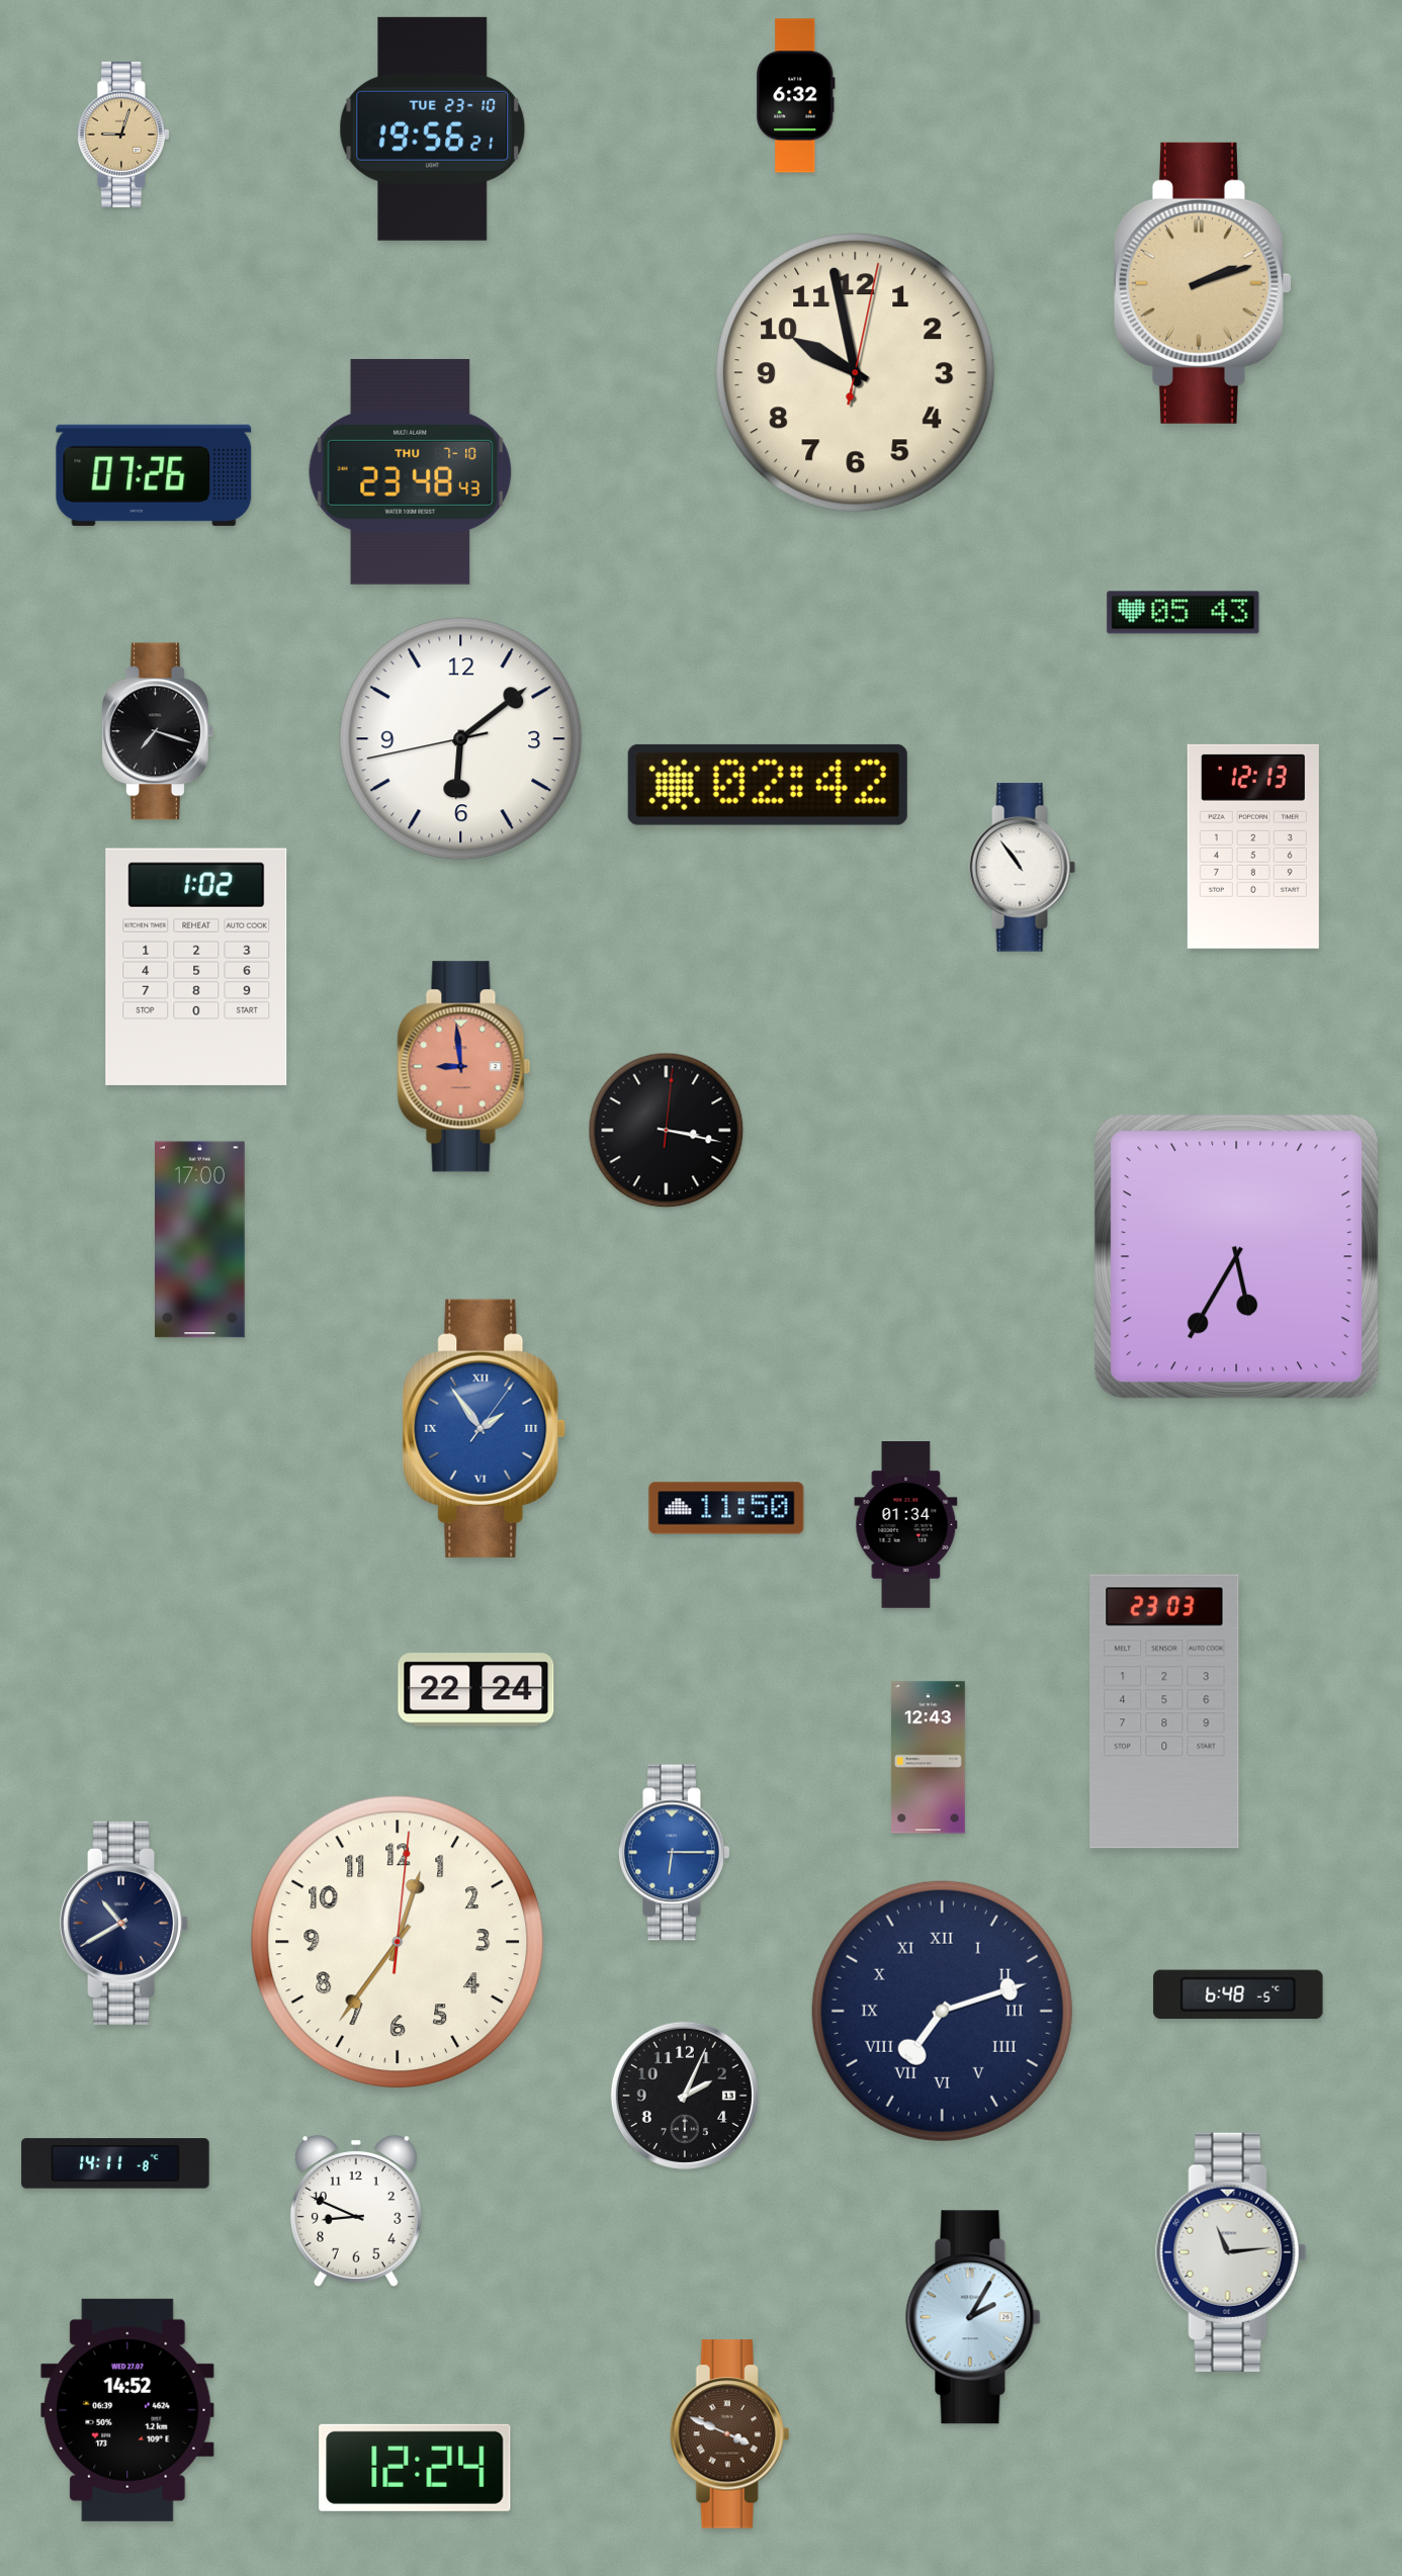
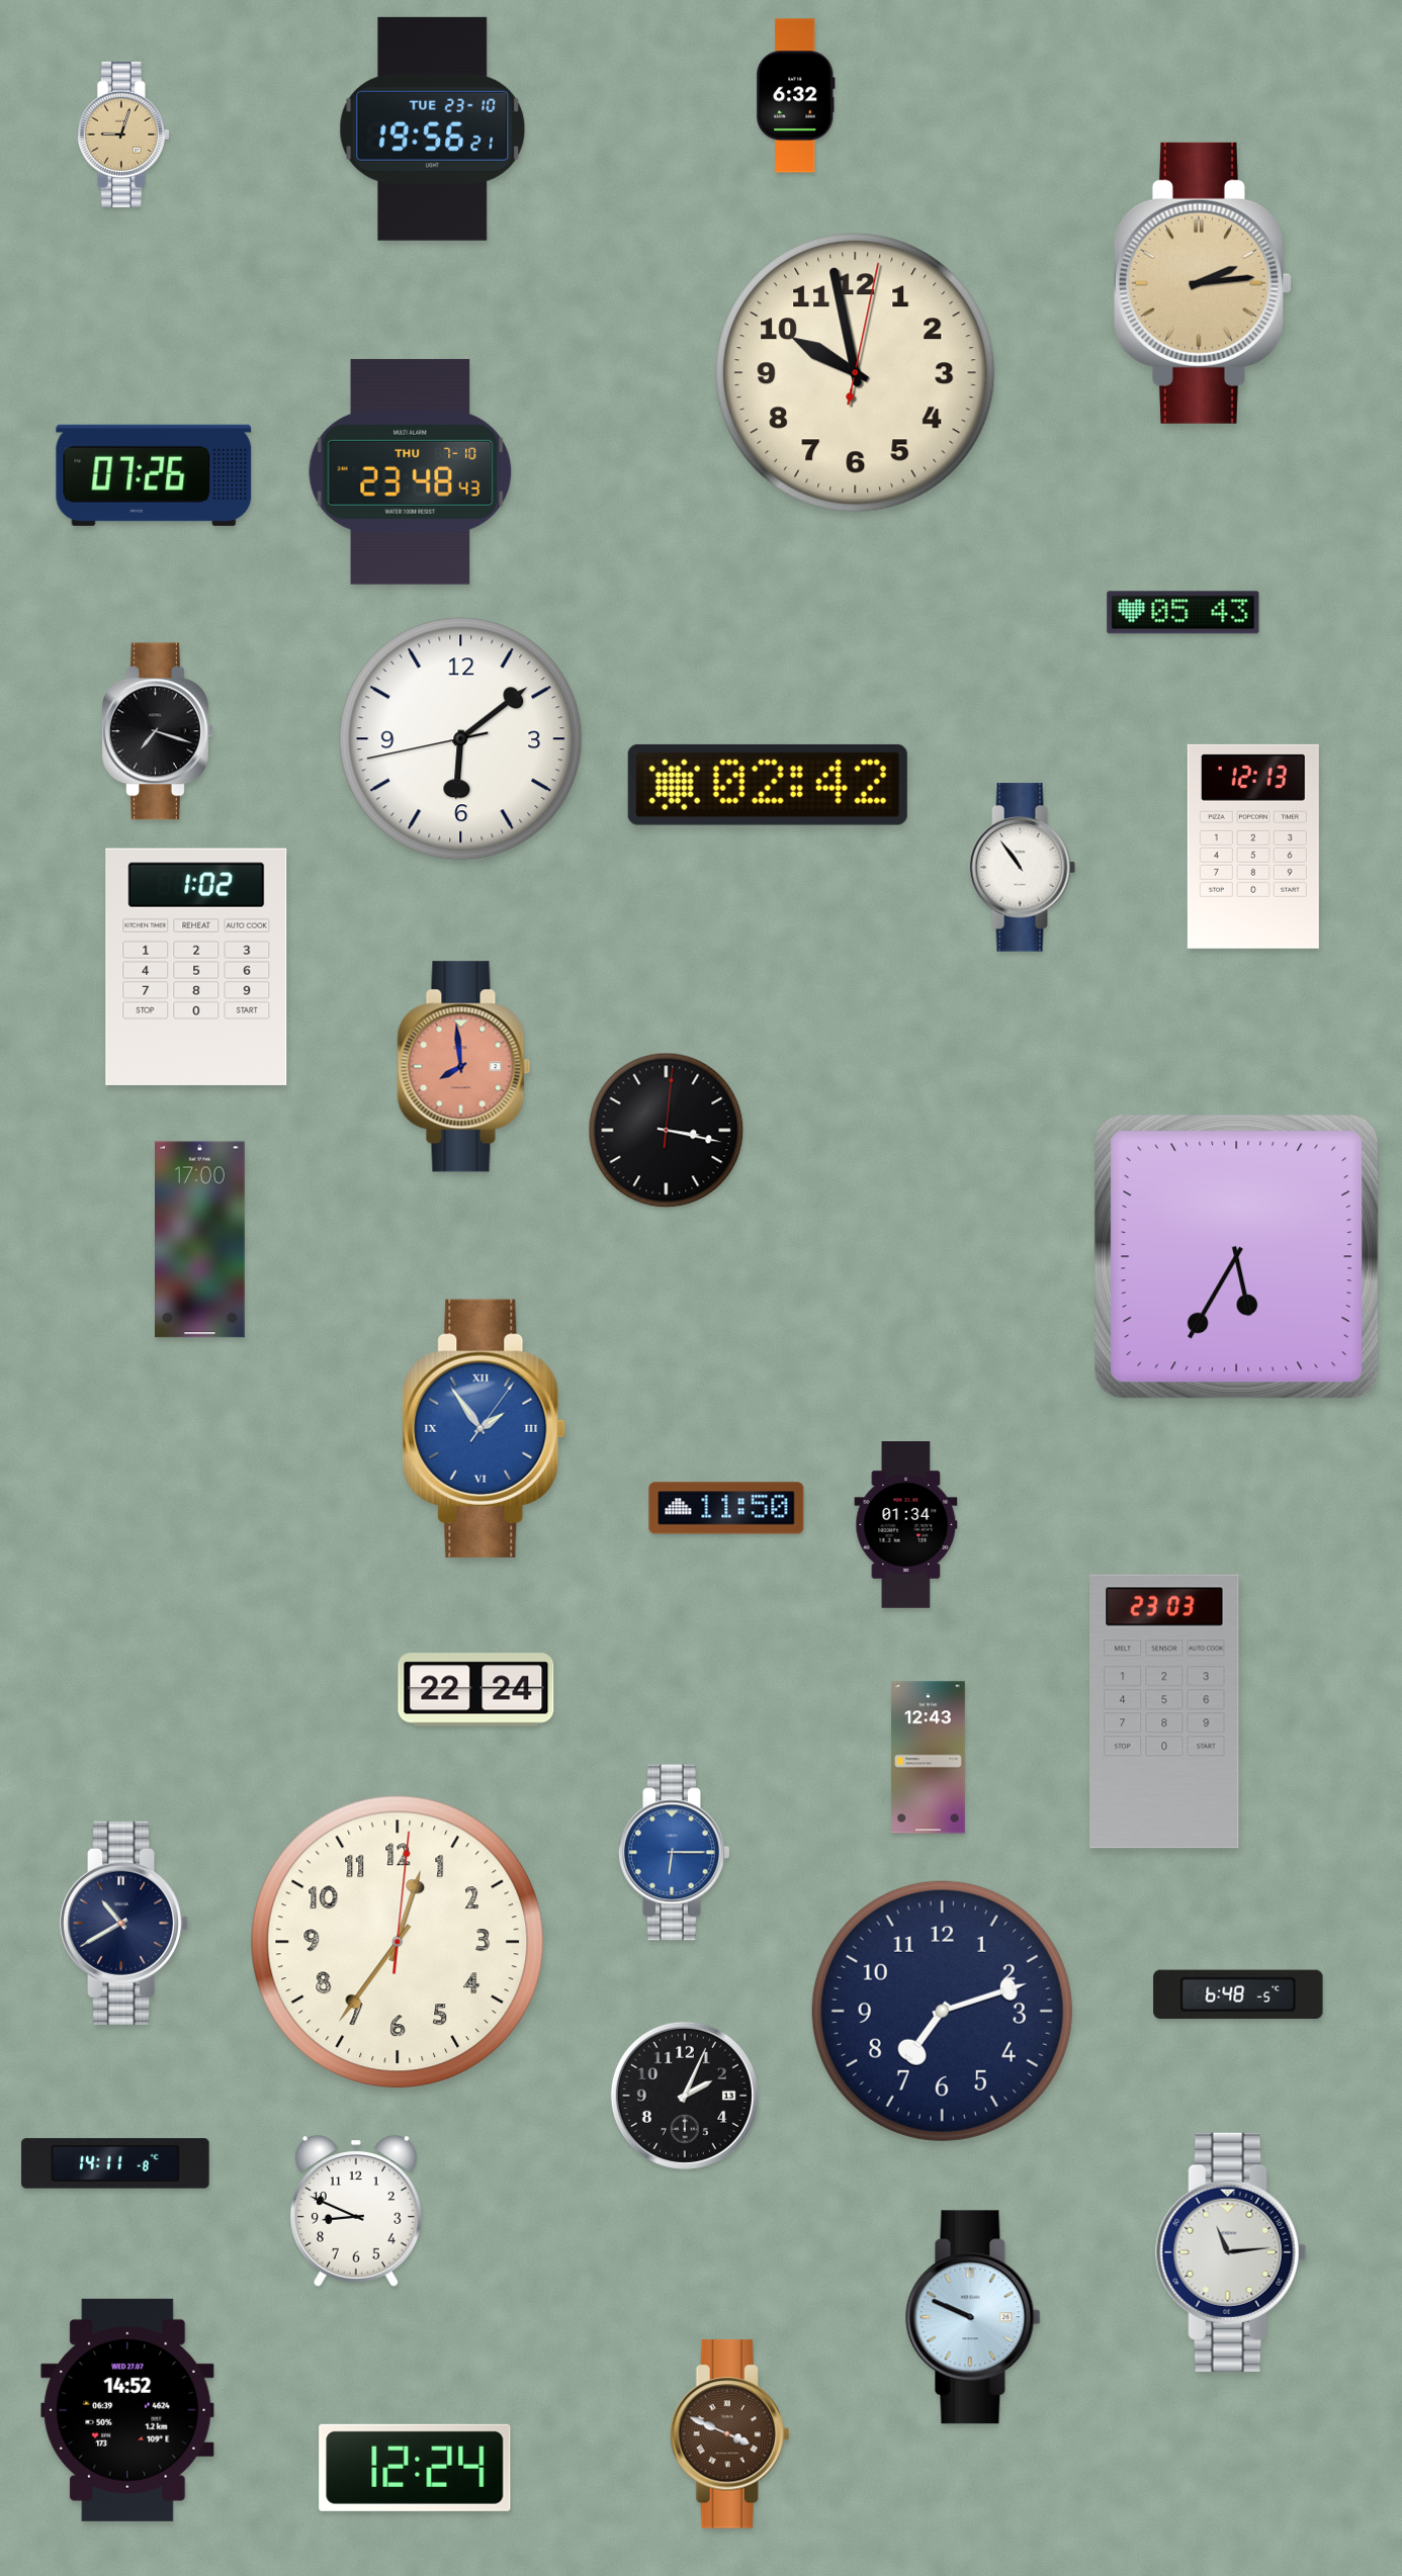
clock at (1203, 283): 2:12 -> 2:14
clock at (464, 1067): 8:59 -> 7:59
clock at (942, 2011) numerals: Roman -> Arabic
clock at (973, 2317): 2:05 -> 9:49
